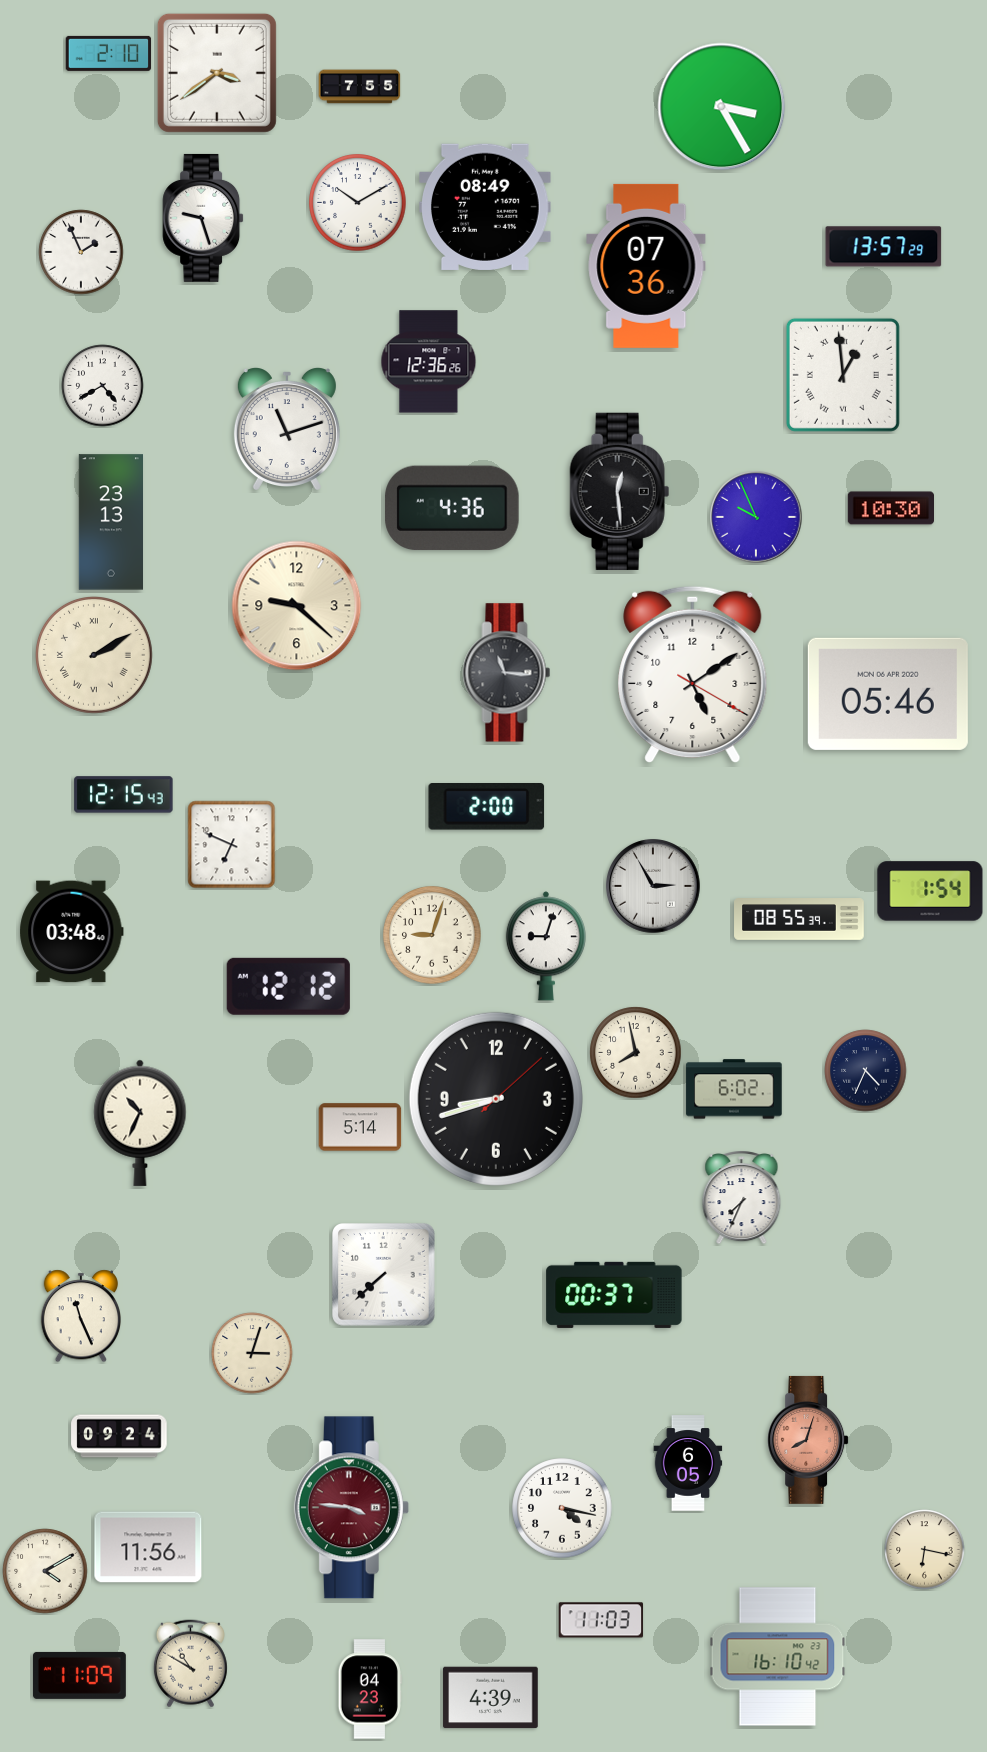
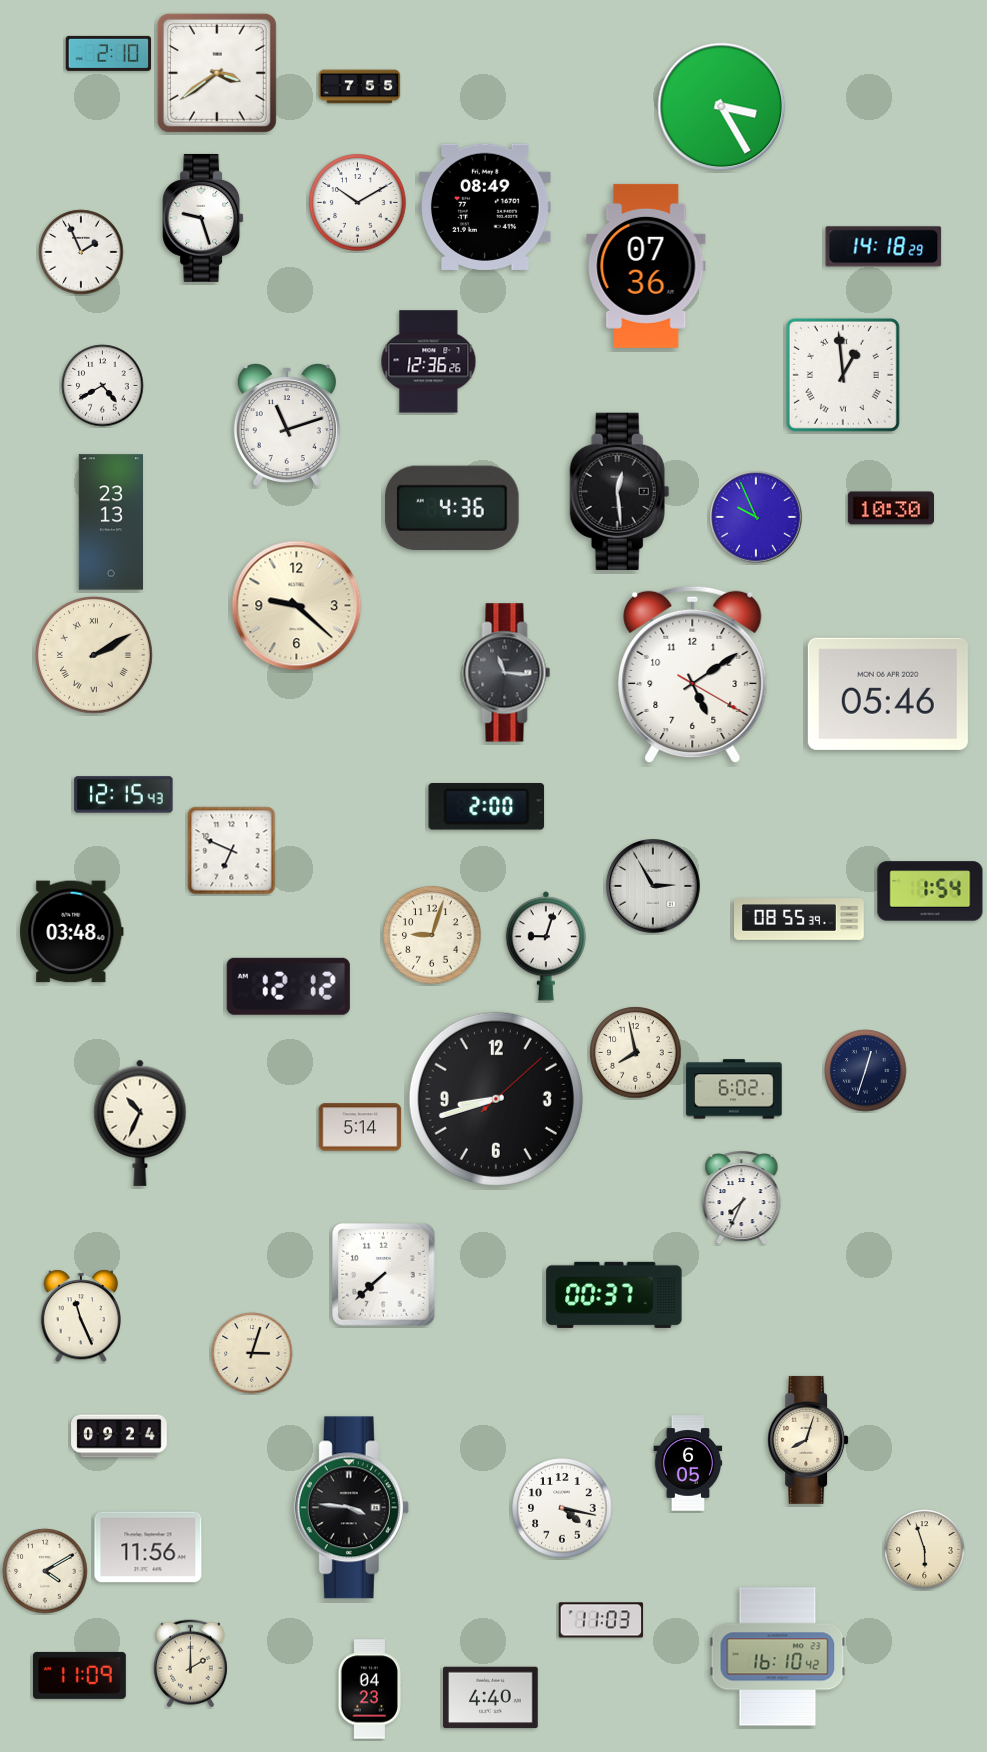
clock at (884, 247): 13:57 -> 14:18
clock at (287, 429) position: (287, 429) -> (287, 425)
clock at (232, 845) position: (232, 845) -> (232, 851)
clock at (866, 1071): 4:34 -> 12:33
clock at (808, 1440) dial: salmon -> cream
clock at (351, 1508) dial: burgundy -> black
clock at (925, 1550): 6:17 -> 5:57
clock at (190, 1664): 10:50 -> 2:00
clock at (491, 1698): 4:39 -> 4:40
